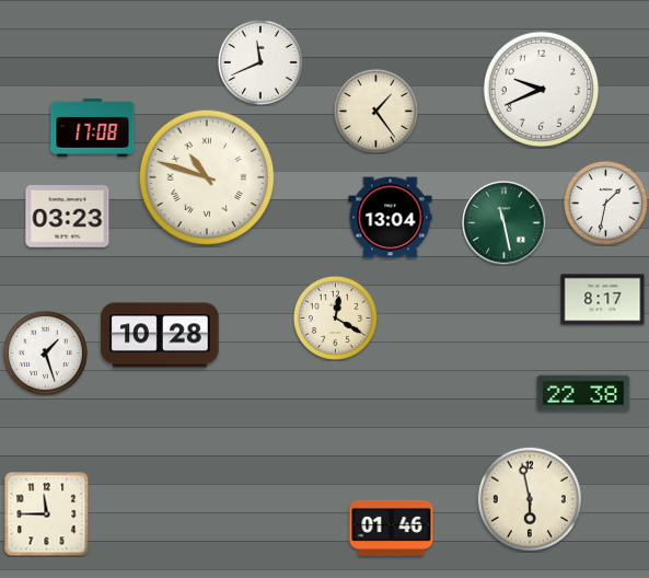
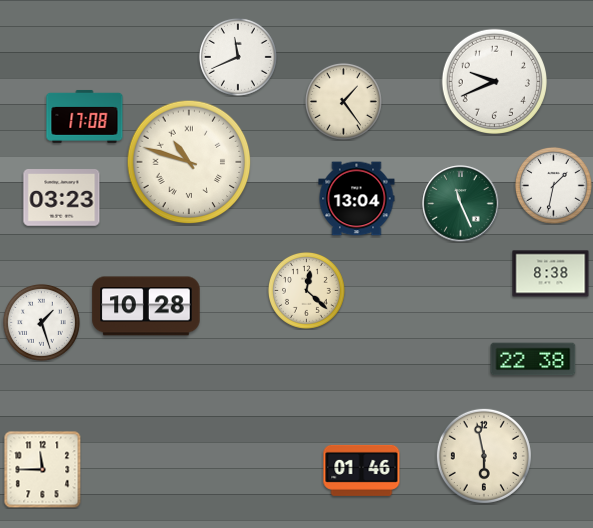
clock at (505, 223): 11:28 -> 11:26
clock at (603, 300): 8:17 -> 8:38
clock at (335, 317): 12:20 -> 12:22
clock at (392, 528) position: (392, 528) -> (362, 470)
